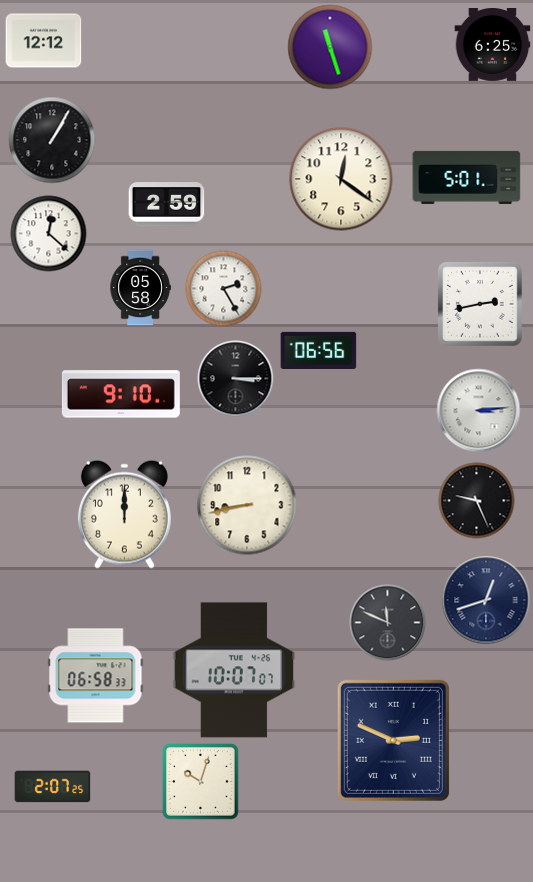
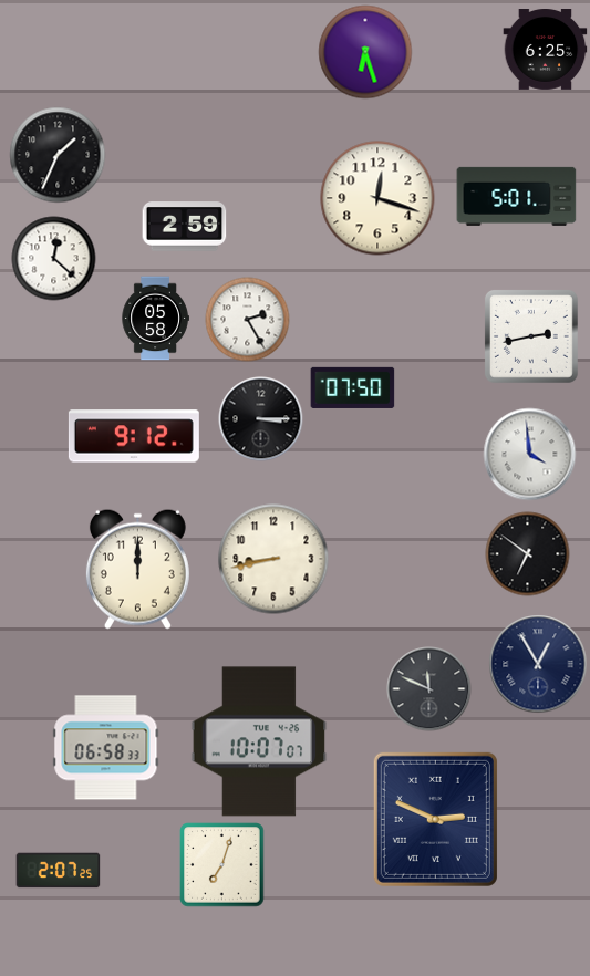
clock at (44, 41): 12:12 -> none
clock at (330, 47): 11:27 -> 6:27
clock at (52, 140): 1:05 -> 1:34
clock at (341, 179): 12:21 -> 12:18
clock at (319, 350): 06:56 -> 07:50
clock at (121, 394): 9:10 -> 9:12
clock at (479, 411): 3:14 -> 3:59
clock at (477, 501): 9:26 -> 6:51
clock at (486, 600): 12:42 -> 12:55
clock at (201, 782): 10:03 -> 7:03
